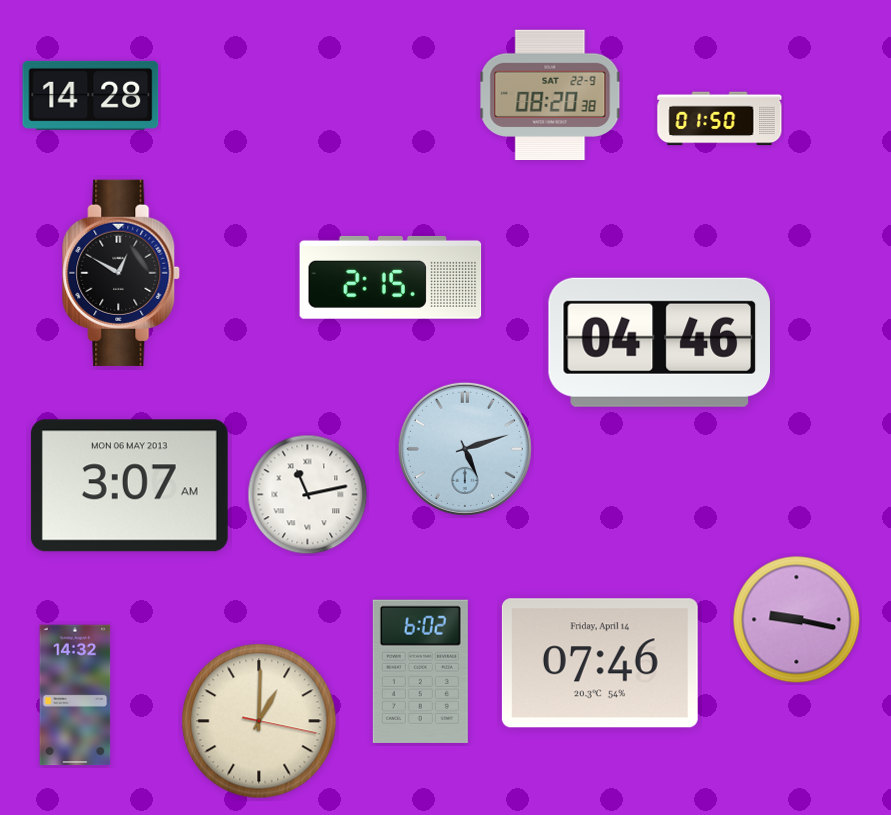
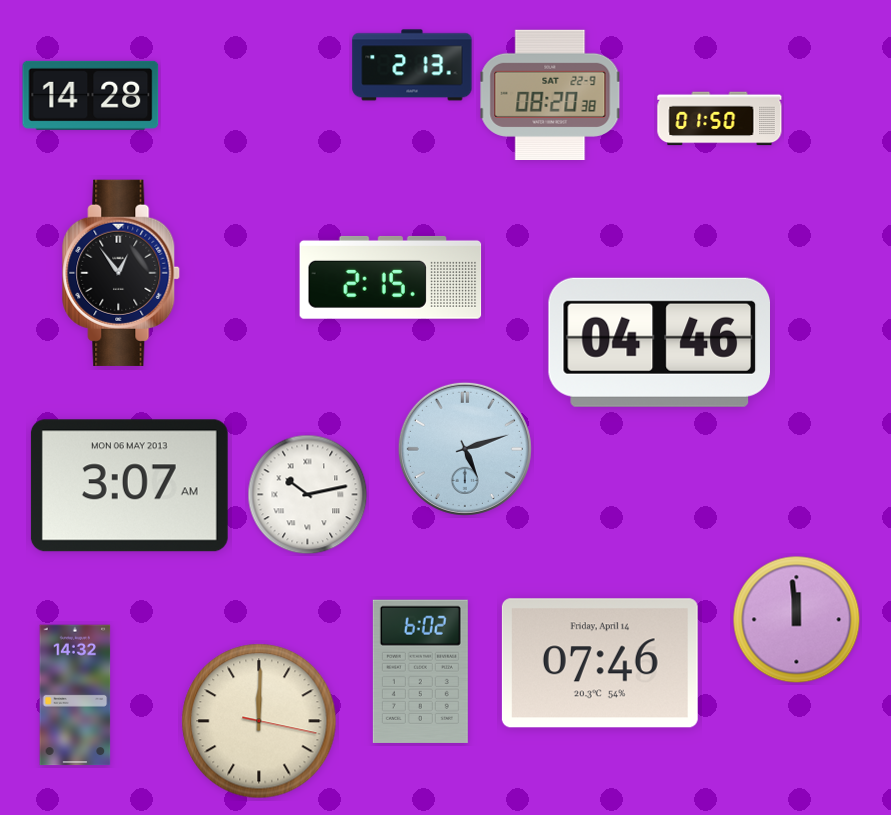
clock at (412, 65): none -> 2:13
clock at (122, 273): 12:50 -> 12:54
clock at (308, 495): 11:13 -> 10:13
clock at (797, 620): 9:17 -> 11:59
clock at (259, 721): 1:00 -> 12:00
